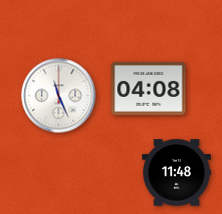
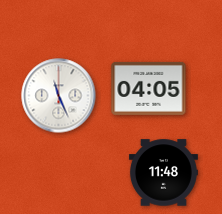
clock at (149, 88): 04:08 -> 04:05
clock at (176, 173) position: (176, 173) -> (163, 173)
